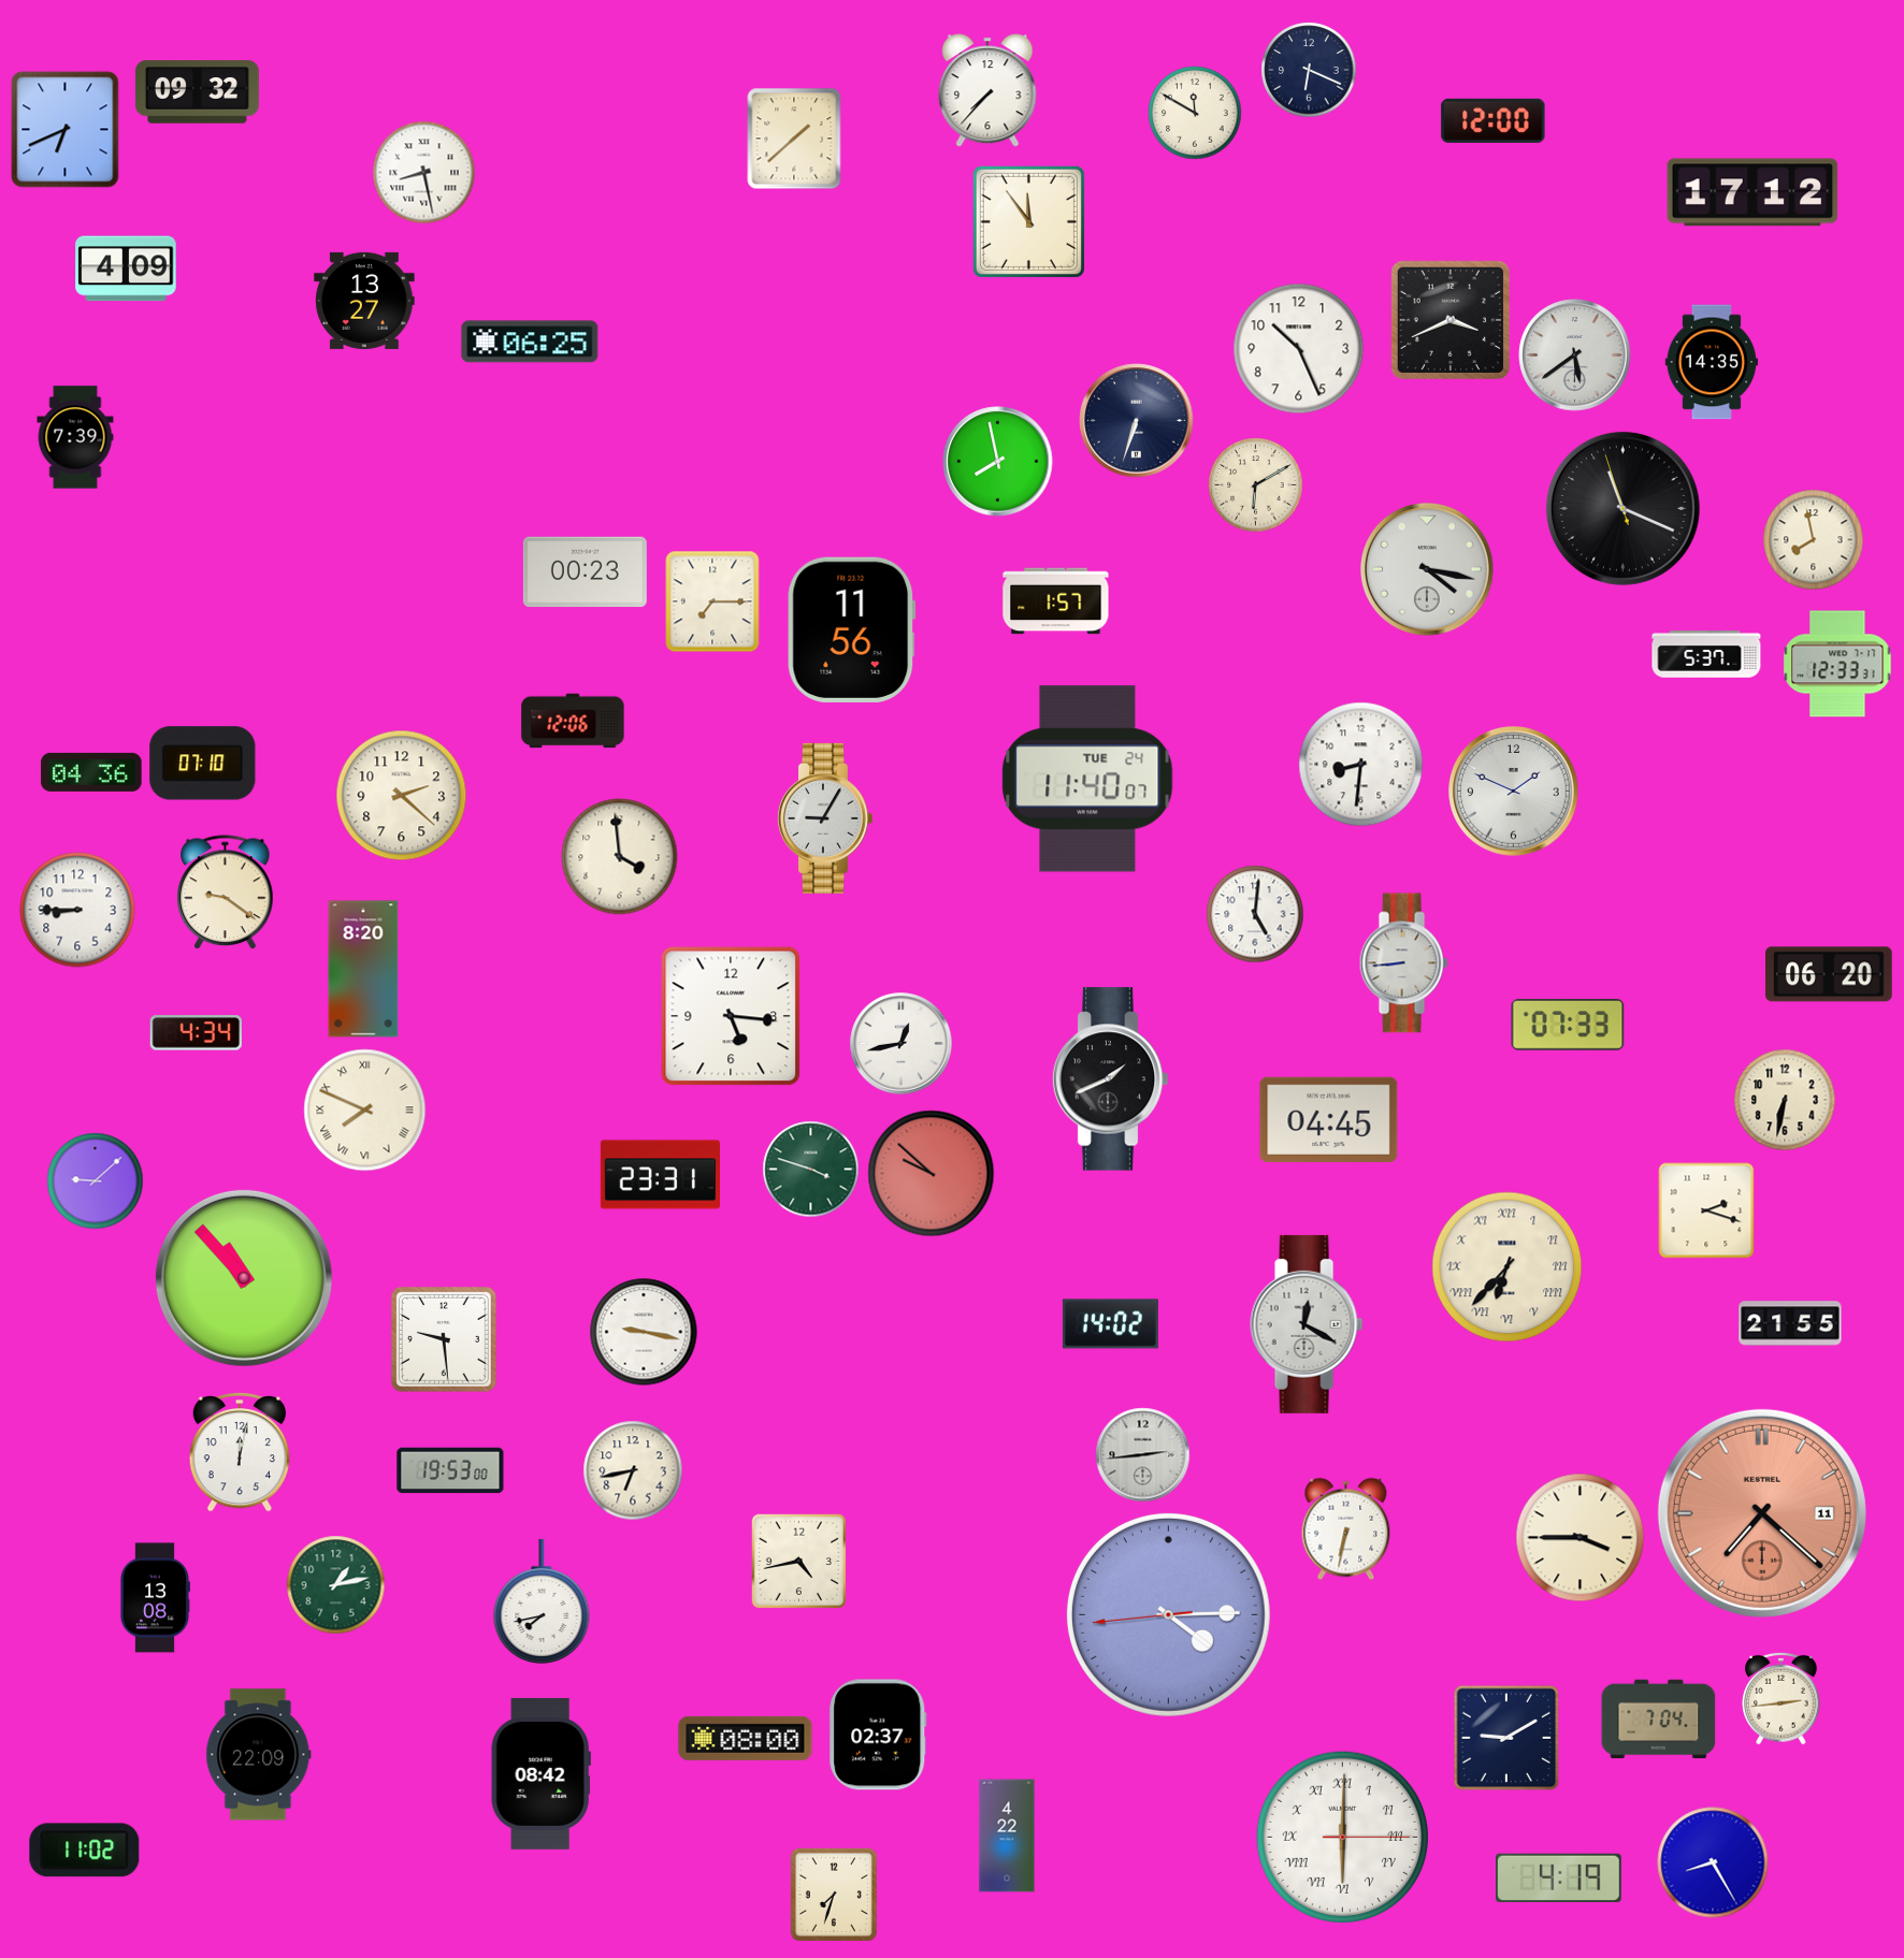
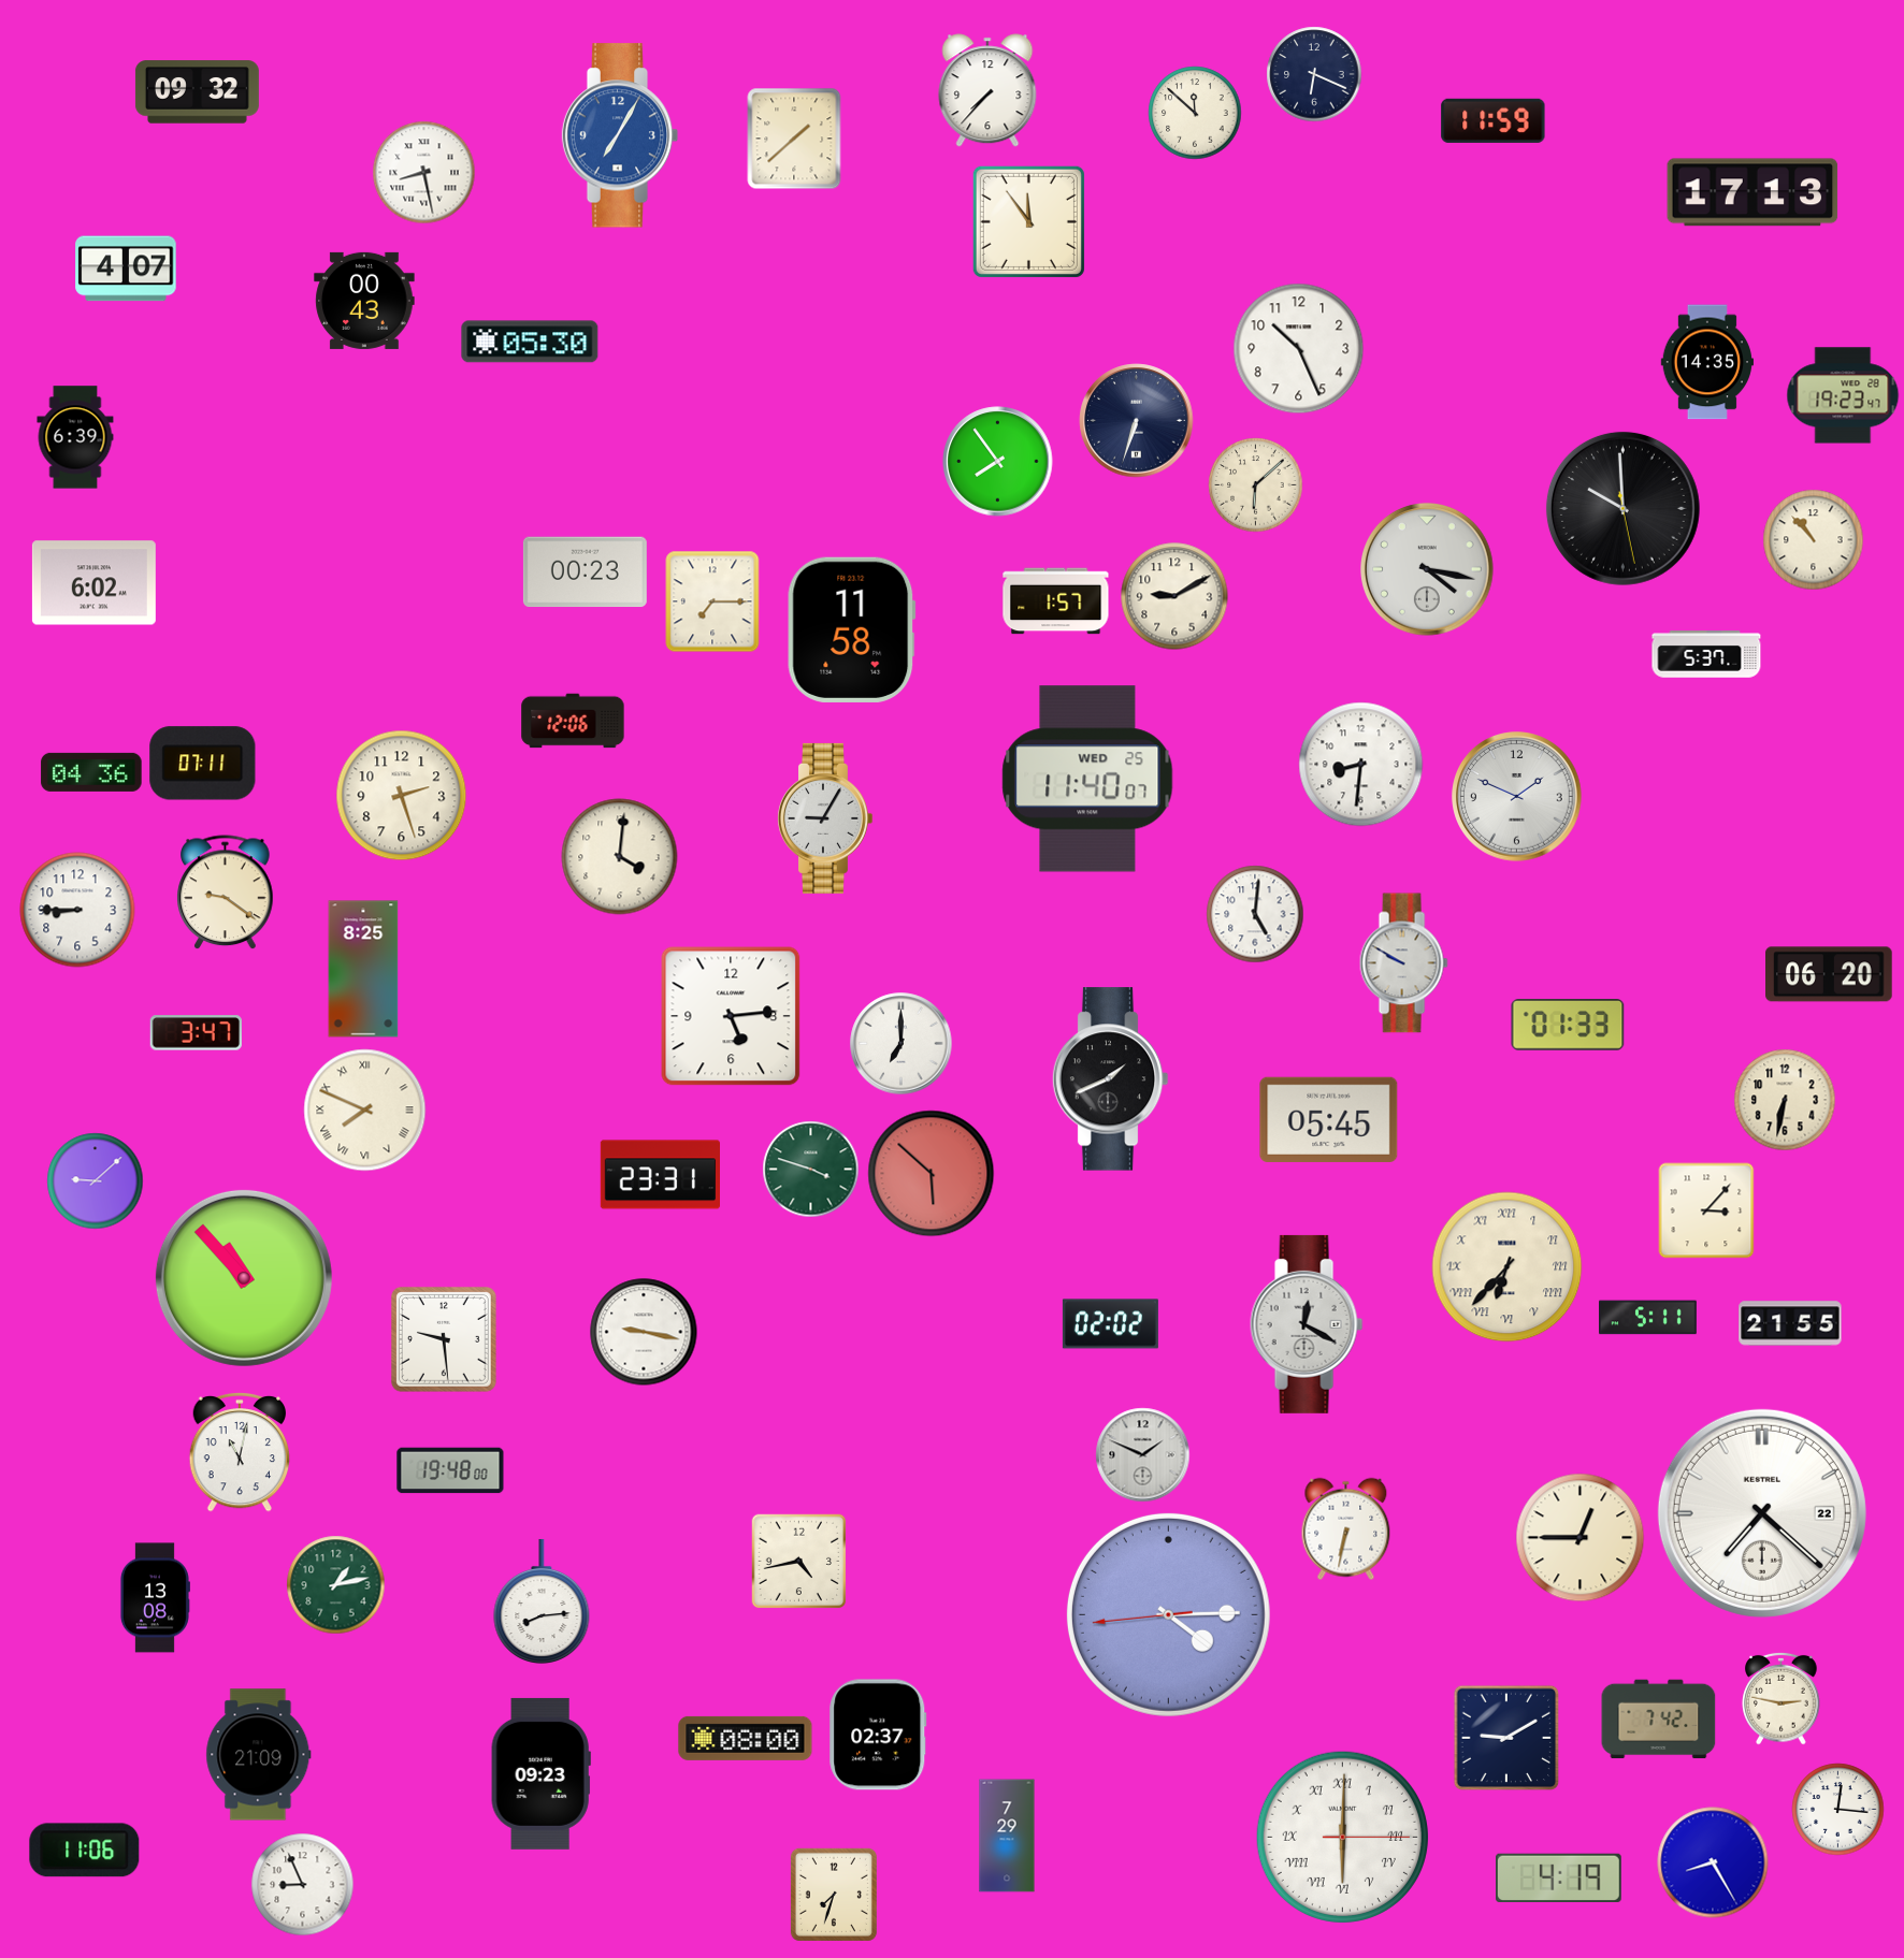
clock at (1309, 70) position: (1309, 70) -> (1314, 74)
clock at (1195, 113): 11:50 -> 11:52
clock at (1494, 120): 12:00 -> 11:59
clock at (66, 130): 6:41 -> none
clock at (620, 135): none -> 7:05
clock at (1752, 192): 17:12 -> 17:13
clock at (126, 269): 4:09 -> 4:07
clock at (364, 301): 13:27 -> 00:43
clock at (1451, 320): 3:41 -> none
clock at (530, 342): 06:25 -> 05:30
clock at (1575, 356): 5:39 -> none
clock at (1711, 362) position: (1711, 362) -> (1706, 362)
clock at (1843, 395): none -> 19:23
clock at (75, 437): 7:39 -> 6:39
clock at (998, 462): 7:58 -> 7:54
clock at (1256, 485): 6:10 -> 6:08
clock at (1622, 508): 11:18 -> 9:59
clock at (1814, 540): 7:58 -> 10:53
clock at (93, 583): none -> 6:02
clock at (1174, 596): none -> 9:10
clock at (852, 629): 11:56 -> 11:58
clock at (1837, 664): 12:33 -> none
clock at (203, 764): 07:10 -> 07:11
clock at (1087, 779) date: TUE 24 -> WED 25
clock at (1514, 792) position: (1514, 792) -> (1517, 797)
clock at (402, 796): 2:22 -> 2:27
clock at (620, 857): 3:59 -> 4:01
clock at (1403, 963): 8:44 -> 9:50
clock at (363, 969): 8:20 -> 8:25
clock at (731, 1016): 5:16 -> 5:14
clock at (1568, 1026): 07:33 -> 01:33
clock at (196, 1033): 4:34 -> 3:47
clock at (901, 1044): 12:43 -> 7:00
clock at (1329, 1119): 04:45 -> 05:45
clock at (932, 1174): 9:52 -> 5:52
clock at (1706, 1210): 2:18 -> 3:07
clock at (1648, 1318): none -> 5:11
clock at (1110, 1324): 14:02 -> 02:02
clock at (239, 1452): 12:02 -> 11:02
clock at (1143, 1455): 2:44 -> 1:49
clock at (450, 1470): 19:53 -> 19:48
clock at (633, 1470): 6:43 -> none
clock at (1762, 1513) date: 11 -> 22
clock at (1762, 1513) dial: salmon -> white
clock at (1581, 1538): 3:45 -> 12:45
clock at (542, 1600): 7:43 -> 8:14
clock at (1782, 1698): 2:44 -> 2:47
clock at (1659, 1720): 7:04 -> 7:42
clock at (259, 1755): 22:09 -> 21:09
clock at (540, 1773): 08:42 -> 09:23
clock at (1838, 1810): none -> 12:16
clock at (1007, 1836): 4:22 -> 7:29
clock at (85, 1851): 11:02 -> 11:06
clock at (303, 1885): none -> 8:56
